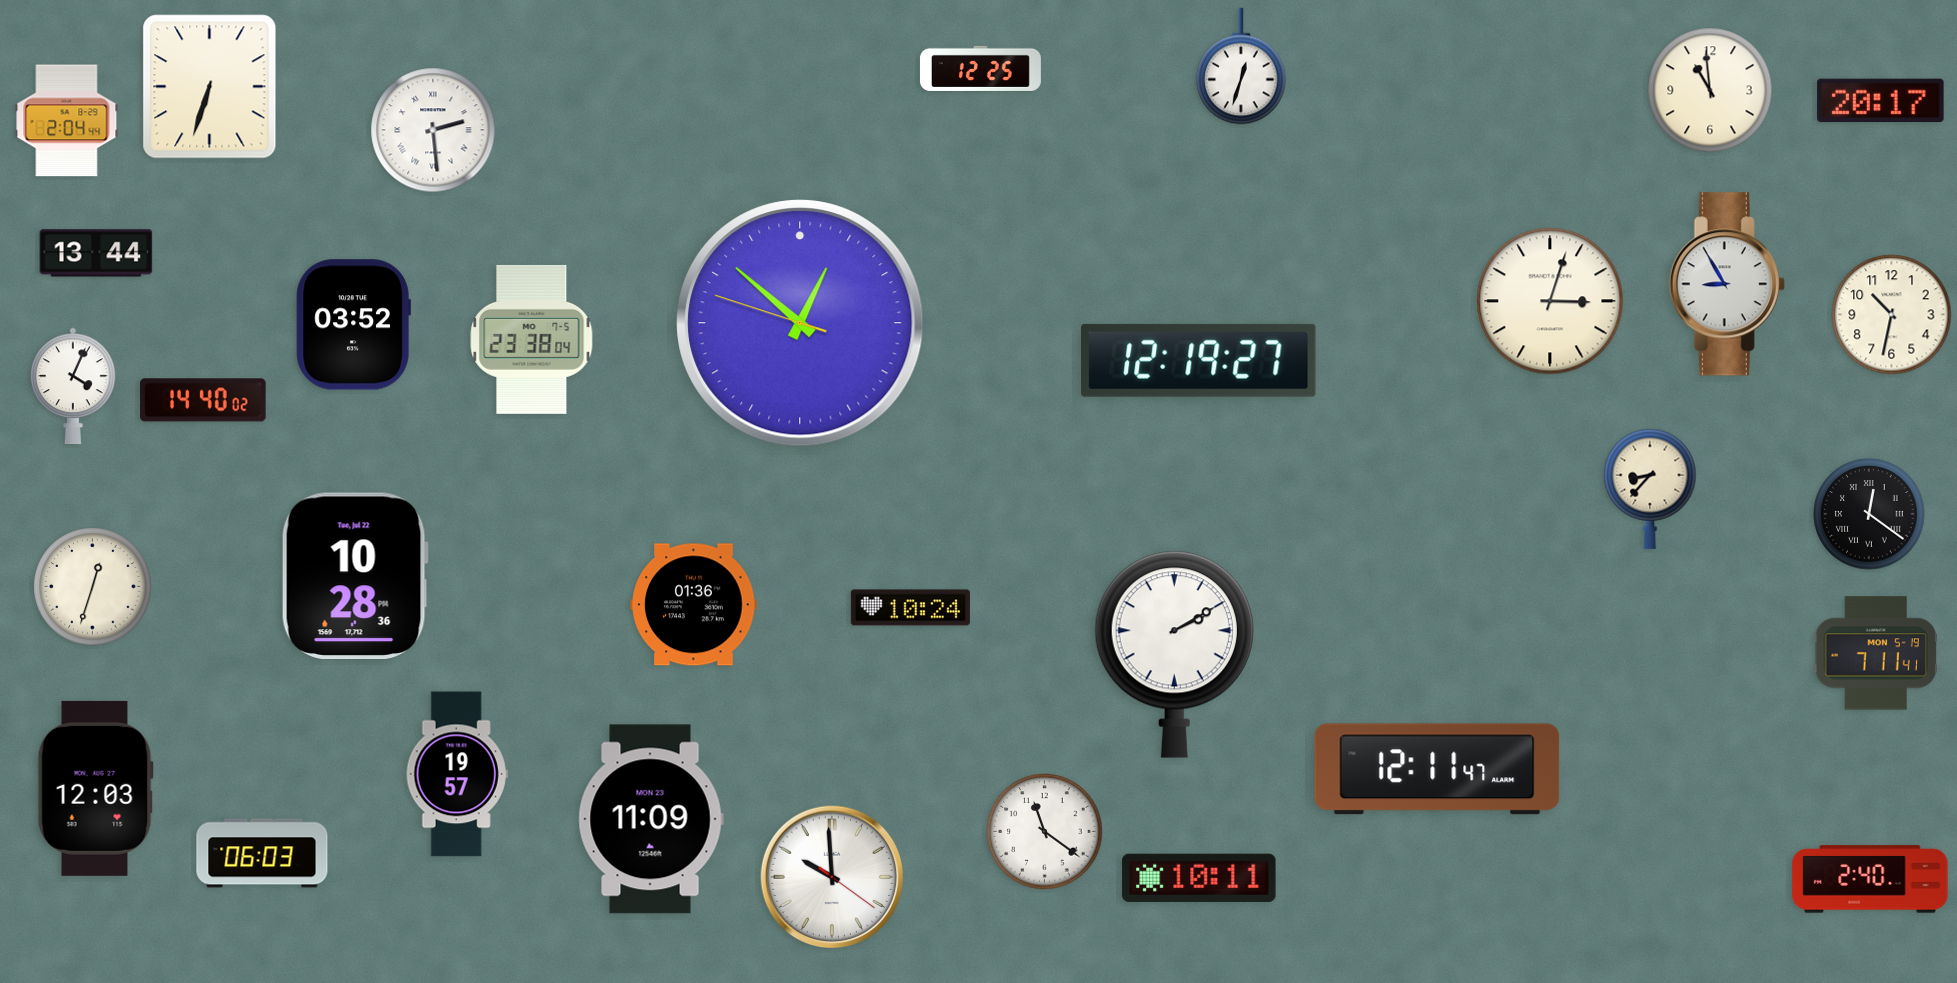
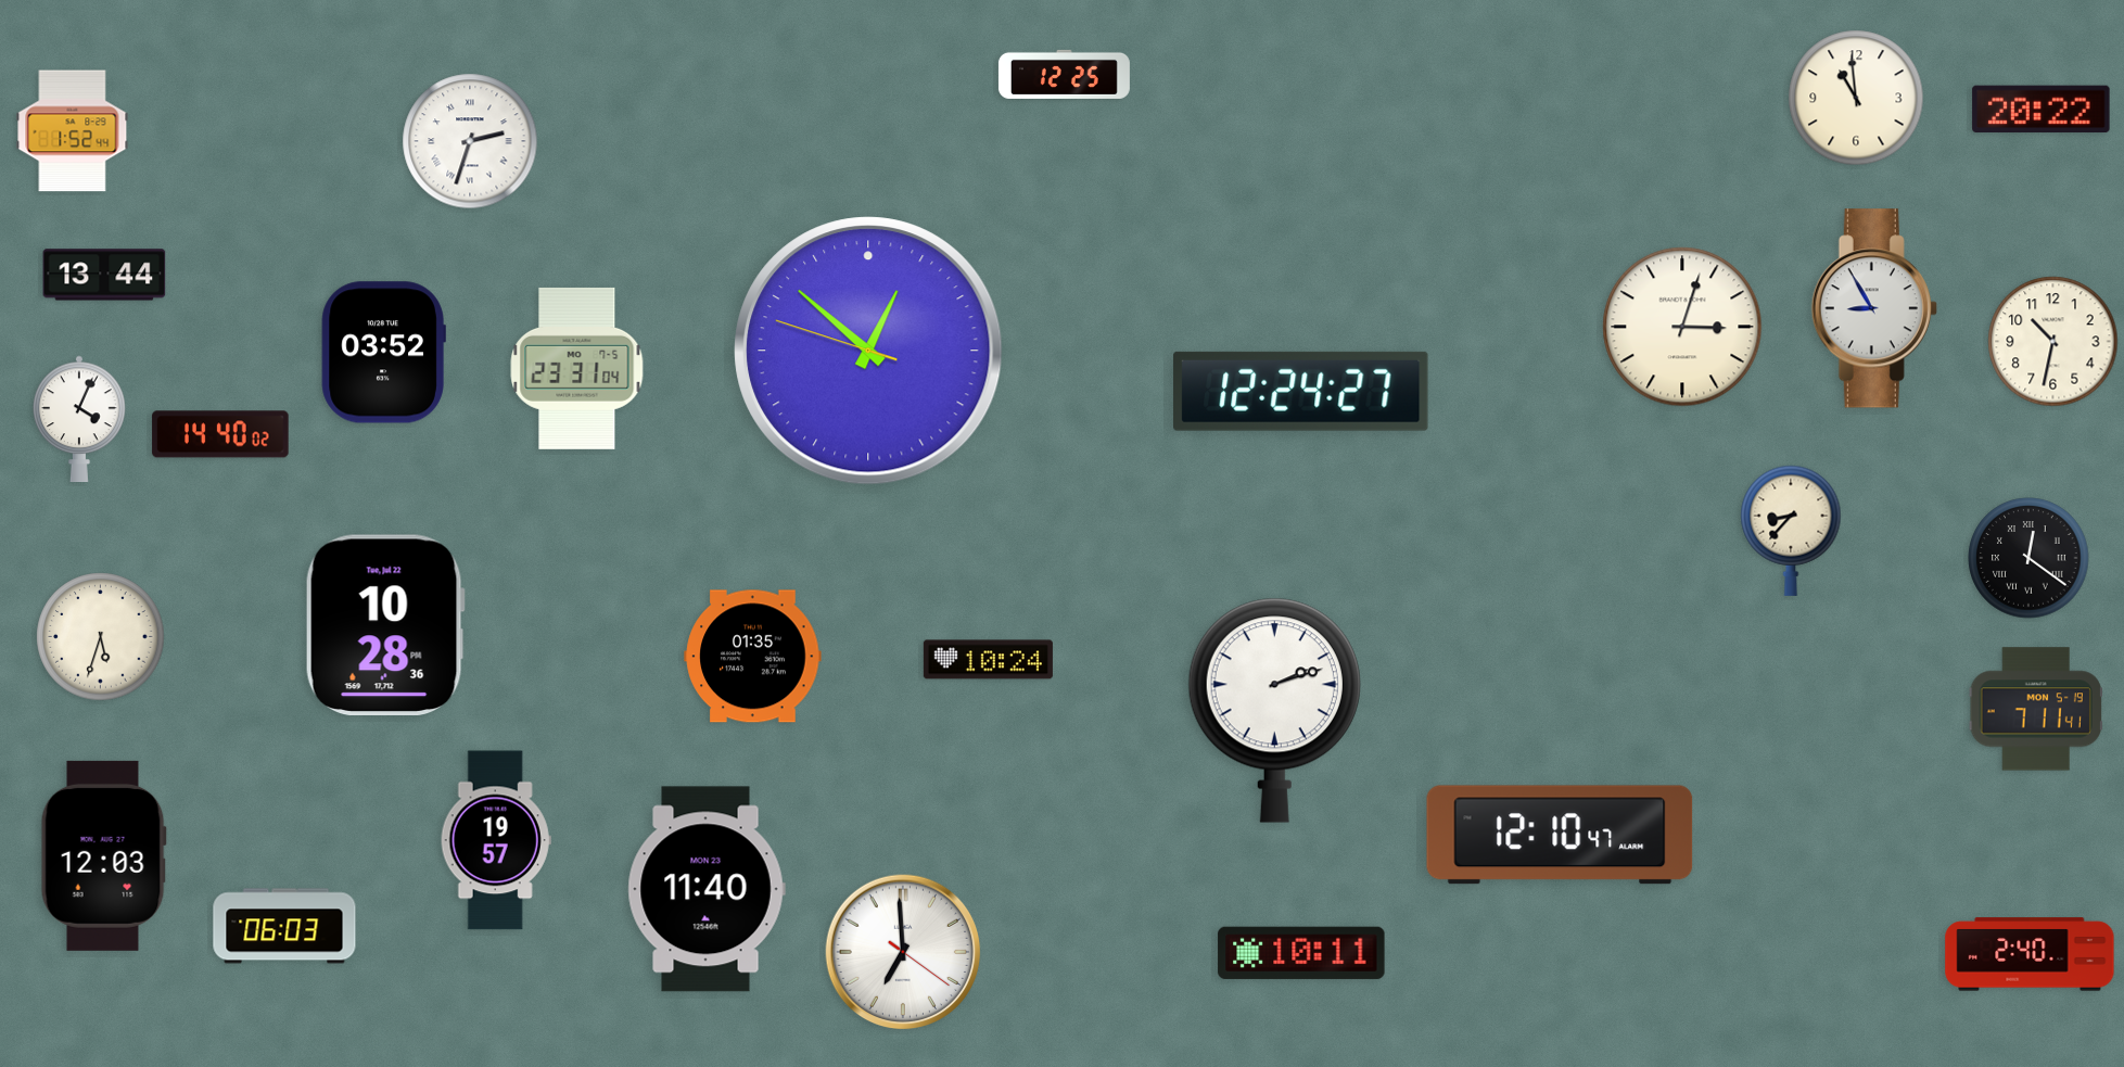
clock at (1241, 66): 12:33 -> none
clock at (210, 87): 6:33 -> none
clock at (1881, 101): 20:17 -> 20:22
clock at (67, 121): 2:04 -> 1:52
clock at (433, 130): 2:29 -> 2:33
clock at (532, 339): 23:38 -> 23:31
clock at (1199, 360): 12:19 -> 12:24
clock at (93, 587): 12:33 -> 5:33
clock at (694, 605): 01:36 -> 01:35
clock at (1174, 654): 2:10 -> 2:12
clock at (1437, 769): 12:11 -> 12:10
clock at (651, 819): 11:09 -> 11:40
clock at (1045, 832): 11:21 -> none
clock at (832, 877): 9:59 -> 6:59
